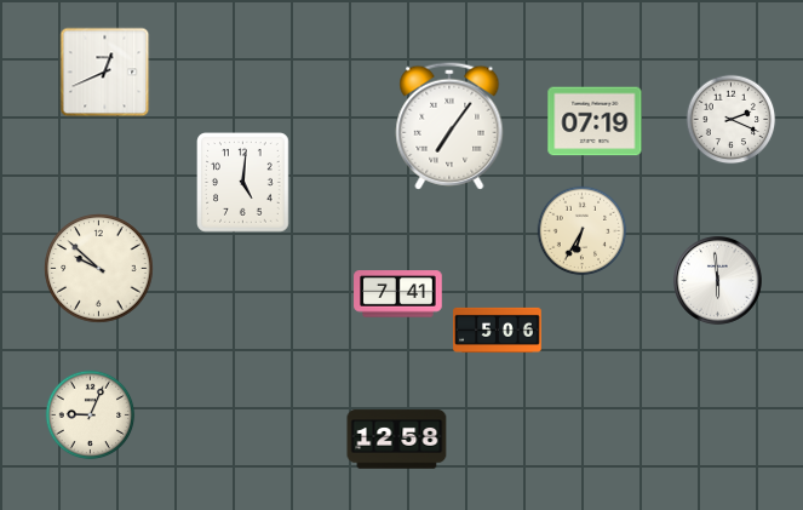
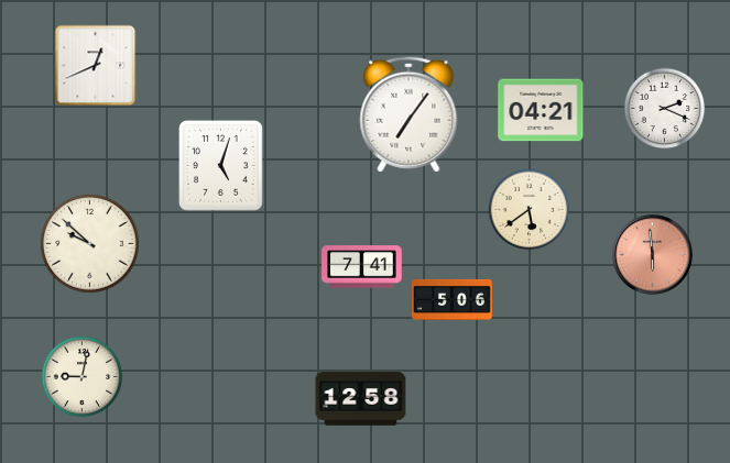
clock at (595, 121): 07:19 -> 04:21
clock at (243, 183): 5:01 -> 5:03
clock at (583, 231): 6:35 -> 5:39
clock at (717, 280) dial: white -> salmon
clock at (91, 416): 9:04 -> 9:02
